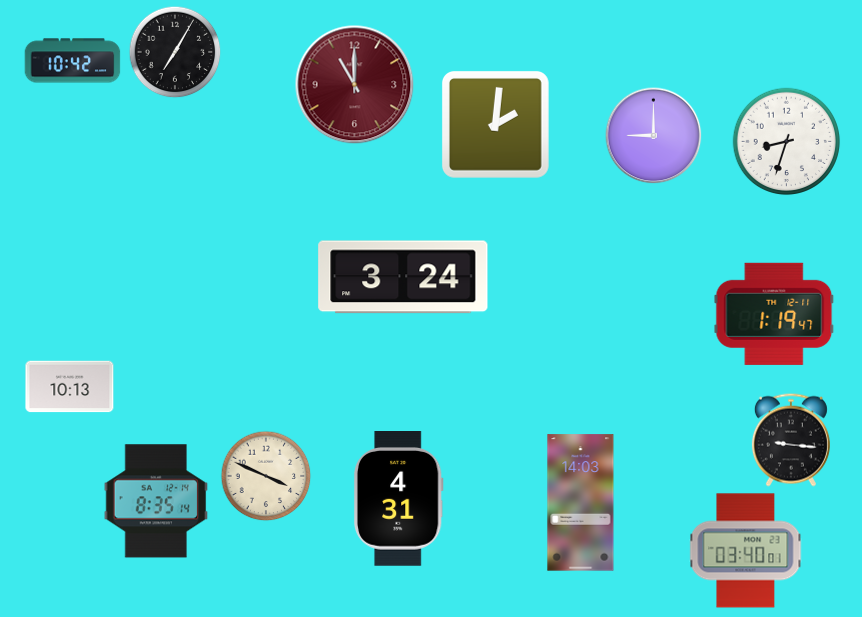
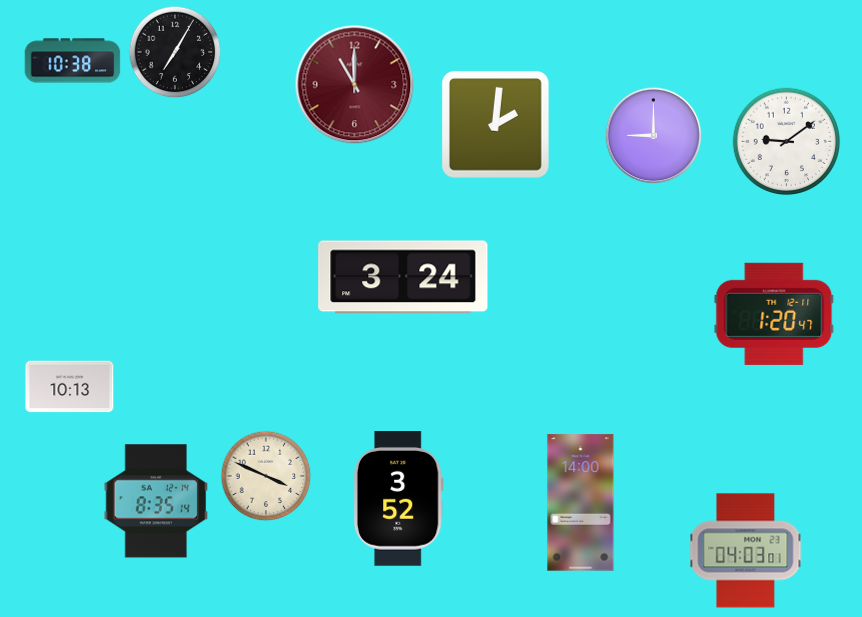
clock at (73, 61): 10:42 -> 10:38
clock at (787, 142): 8:33 -> 9:09
clock at (774, 314): 1:19 -> 1:20
clock at (791, 440): 9:16 -> none
clock at (398, 499): 4:31 -> 3:52
clock at (581, 503): 14:03 -> 14:00
clock at (746, 551): 03:40 -> 04:03
